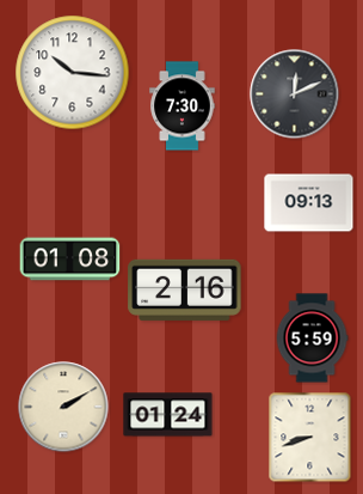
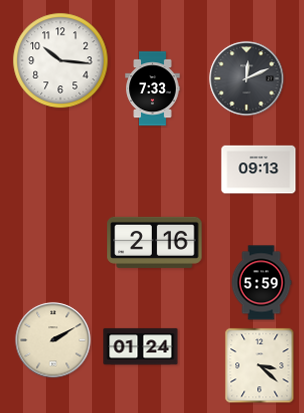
clock at (183, 106): 7:30 -> 7:33
clock at (70, 260): 01:08 -> none
clock at (310, 438): 8:42 -> 3:22
